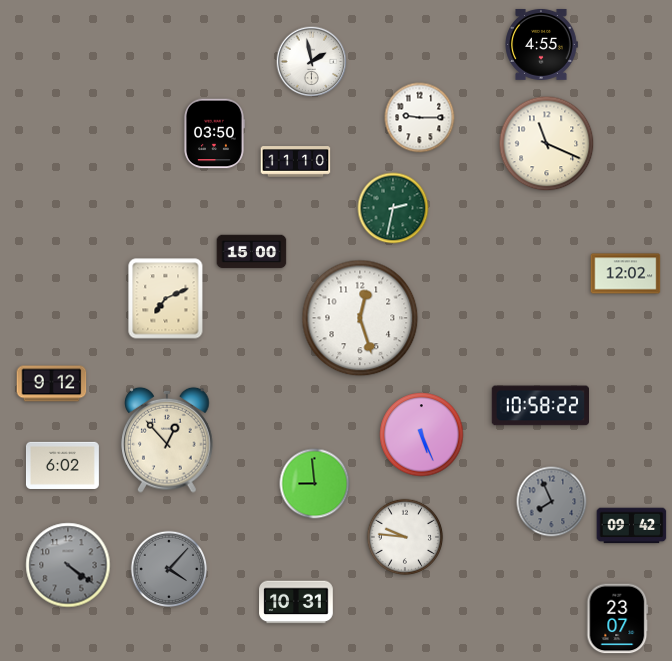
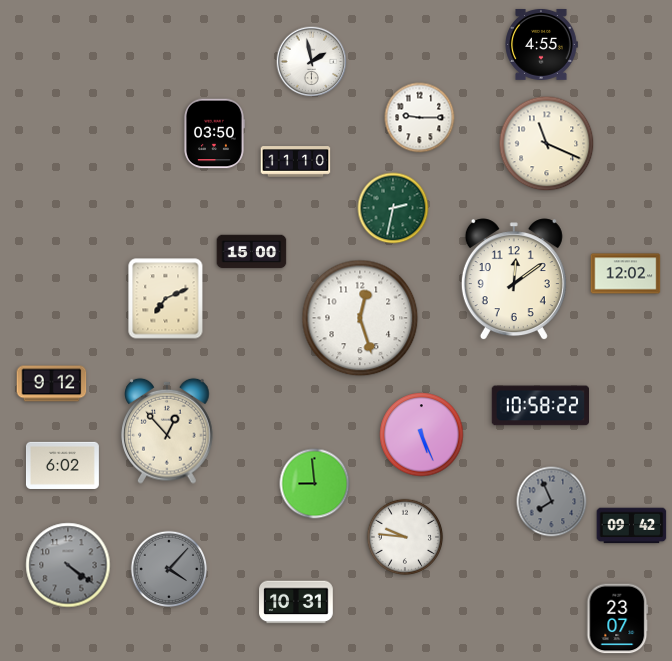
clock at (514, 280): none -> 12:09
clock at (167, 440) position: (167, 440) -> (167, 431)
